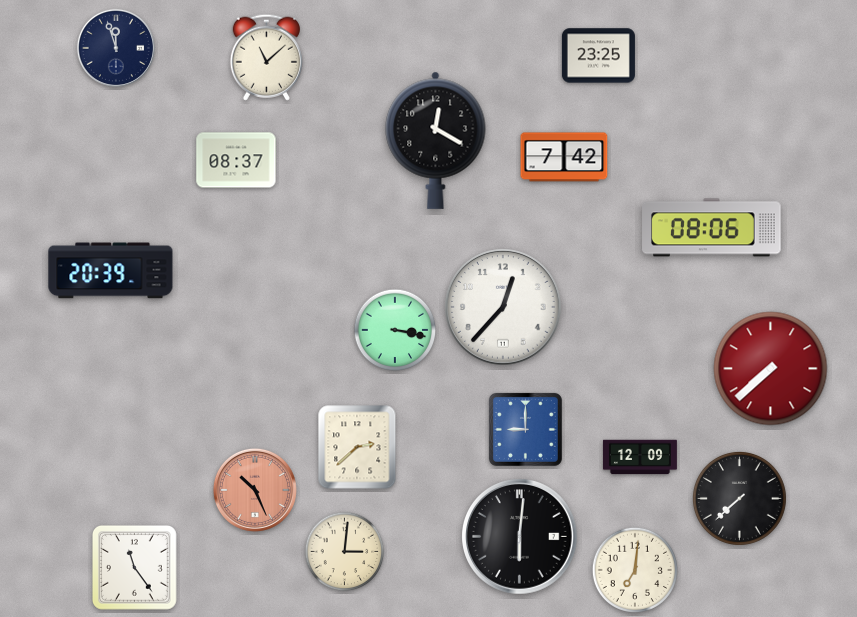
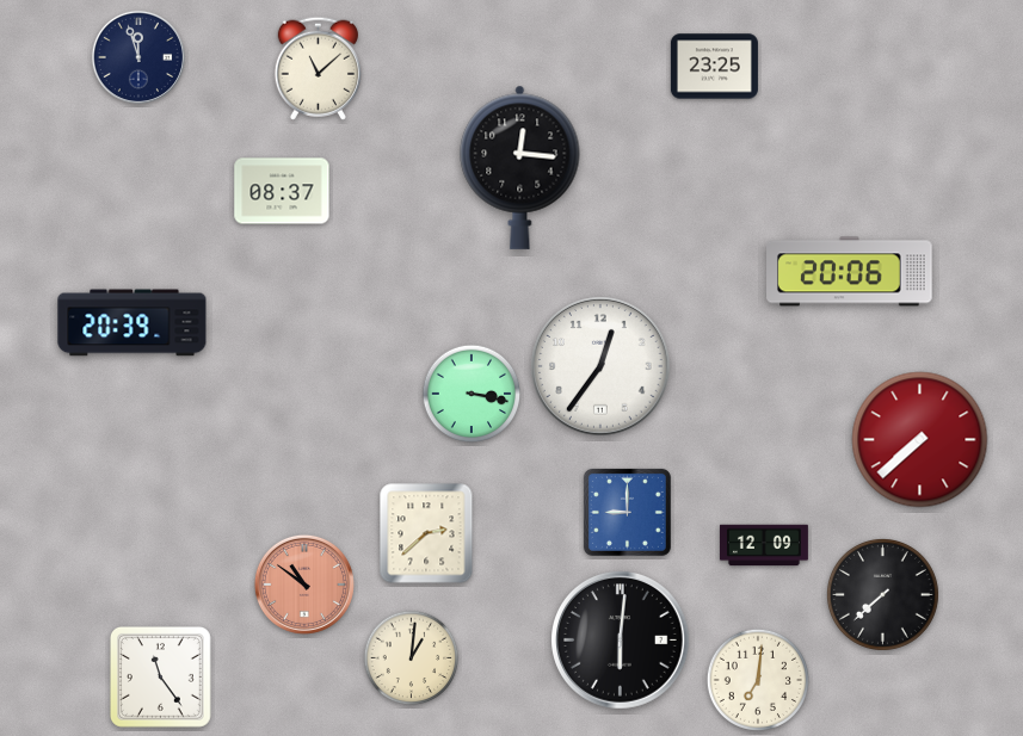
clock at (436, 140): 12:20 -> 12:16
clock at (564, 157): 7:42 -> none
clock at (712, 228): 08:06 -> 20:06
clock at (503, 307): 12:37 -> 12:36
clock at (255, 490): 10:26 -> 10:51
clock at (345, 552): 3:01 -> 1:01
